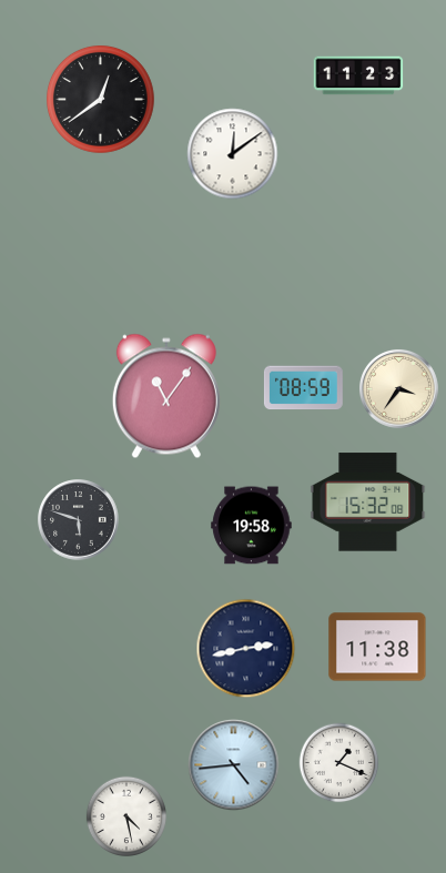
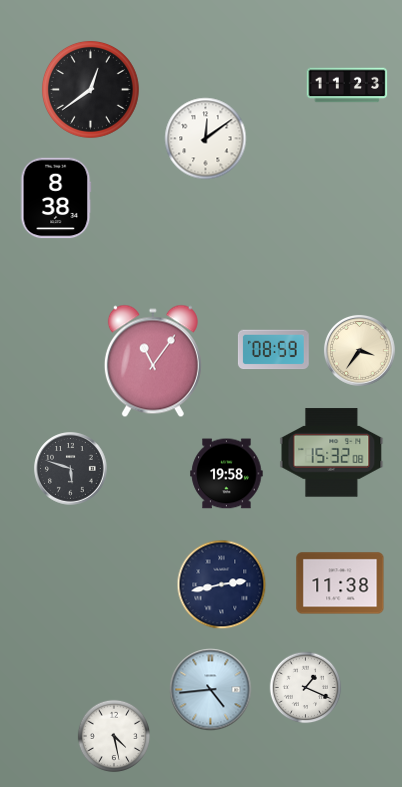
clock at (358, 75) position: (358, 75) -> (347, 85)
clock at (233, 154) position: (233, 154) -> (206, 139)
clock at (56, 198): none -> 8:38
clock at (166, 396) position: (166, 396) -> (153, 361)
